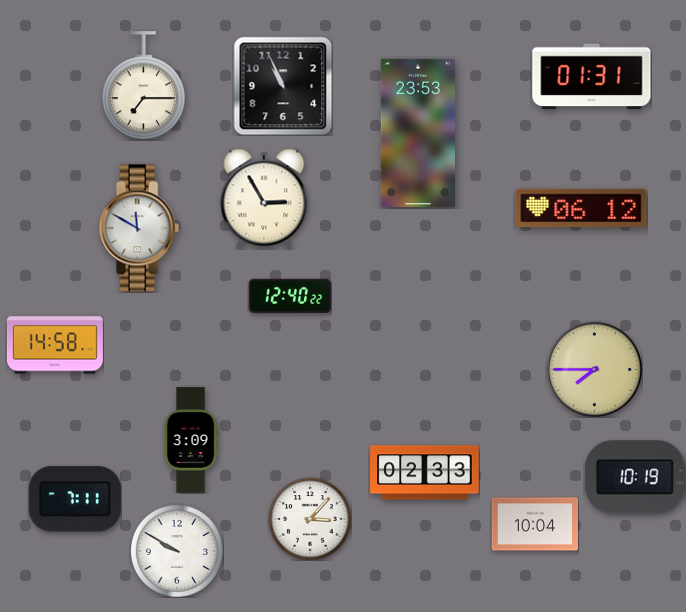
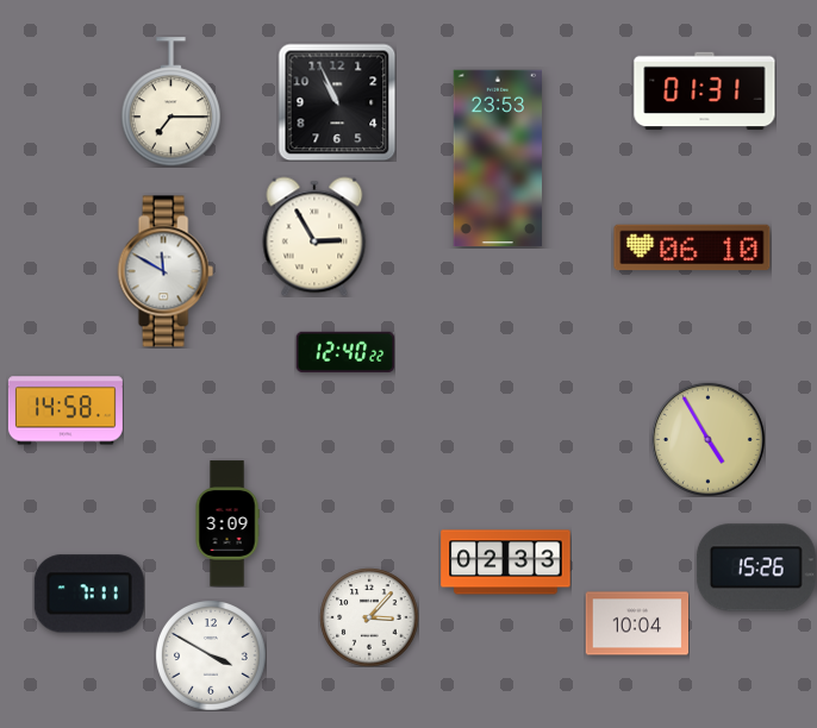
clock at (581, 208): 06:12 -> 06:10
clock at (594, 369): 7:45 -> 4:55
clock at (635, 477): 10:19 -> 15:26
clock at (177, 551): 9:50 -> 3:50
